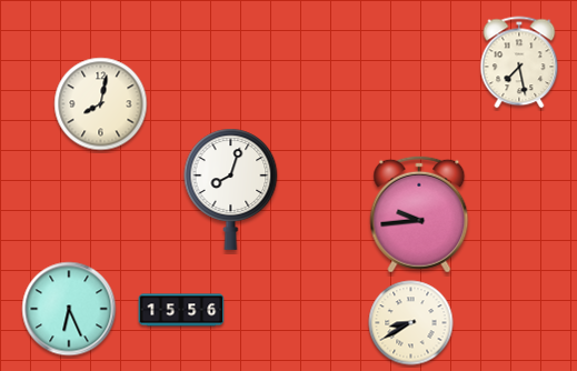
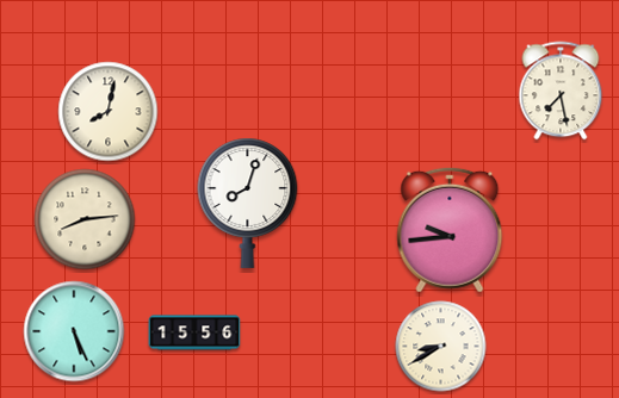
clock at (519, 62) position: (519, 62) -> (561, 91)
clock at (85, 219): none -> 8:14
clock at (69, 309): 6:26 -> 5:26
